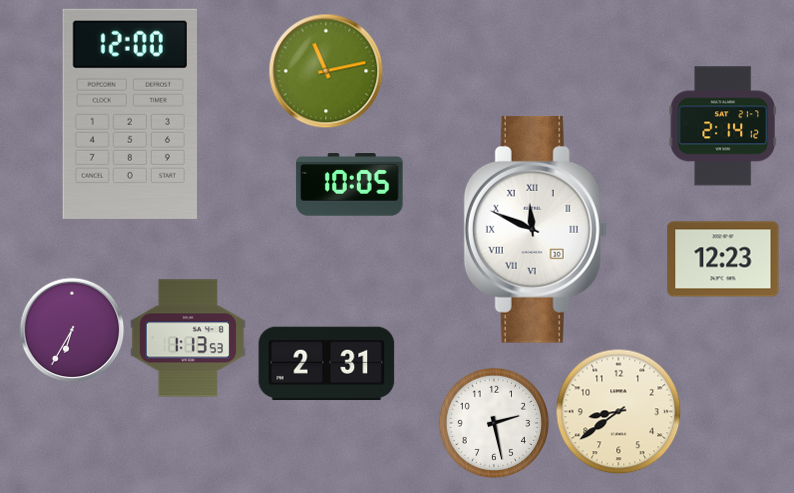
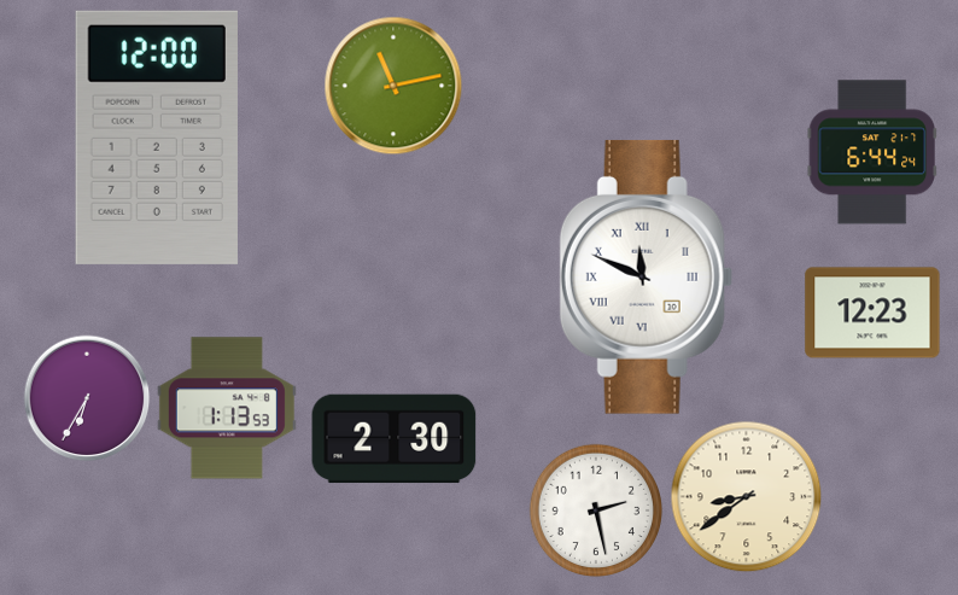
clock at (722, 126): 2:14 -> 6:44
clock at (350, 185): 10:05 -> none
clock at (327, 364): 2:31 -> 2:30
